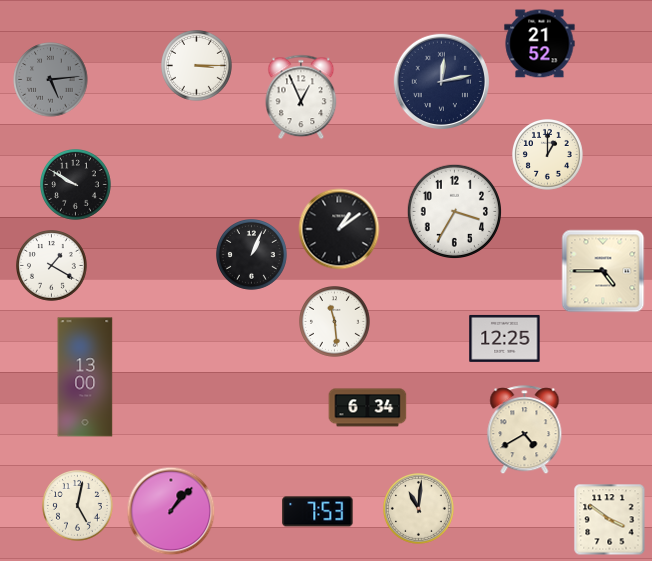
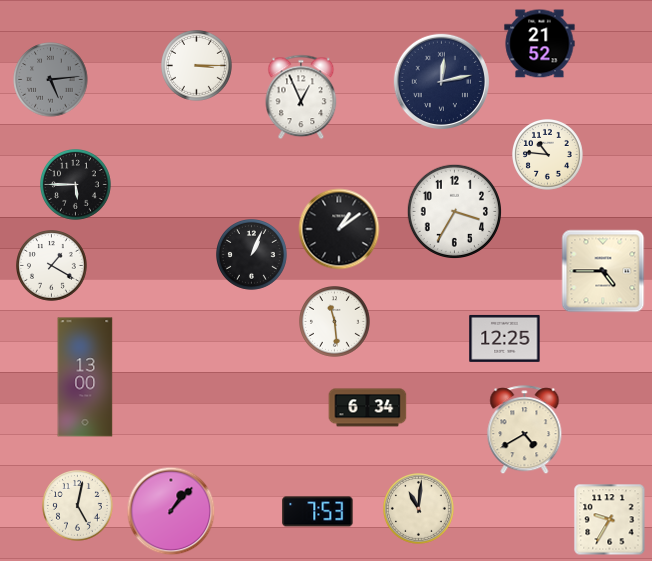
clock at (548, 155): 1:00 -> 10:46
clock at (76, 185): 9:50 -> 5:45
clock at (610, 520): 3:51 -> 9:35
